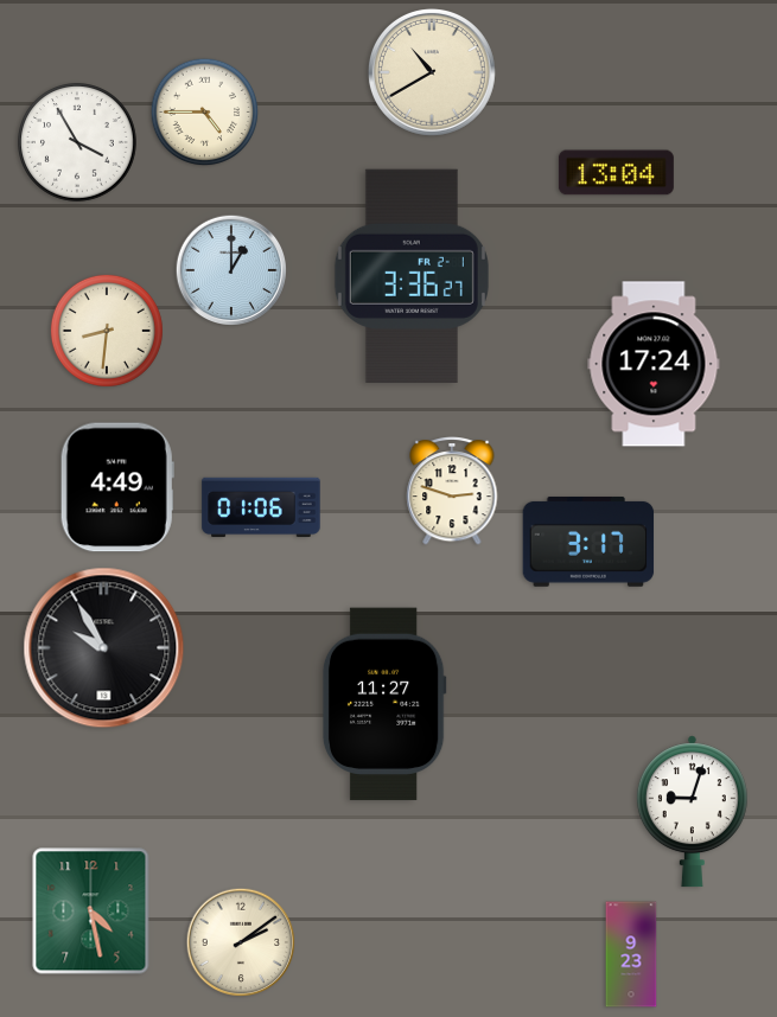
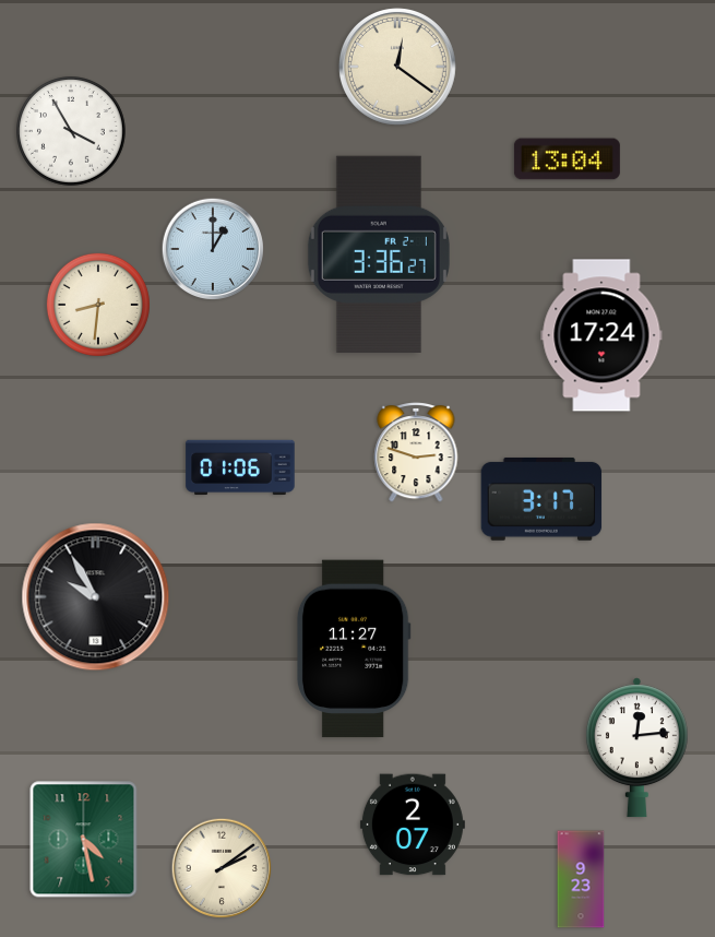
clock at (432, 72): 10:40 -> 12:21
clock at (205, 113): 4:45 -> none
clock at (117, 487): 4:49 -> none
clock at (692, 812): 9:03 -> 12:14
clock at (413, 825): none -> 2:07
